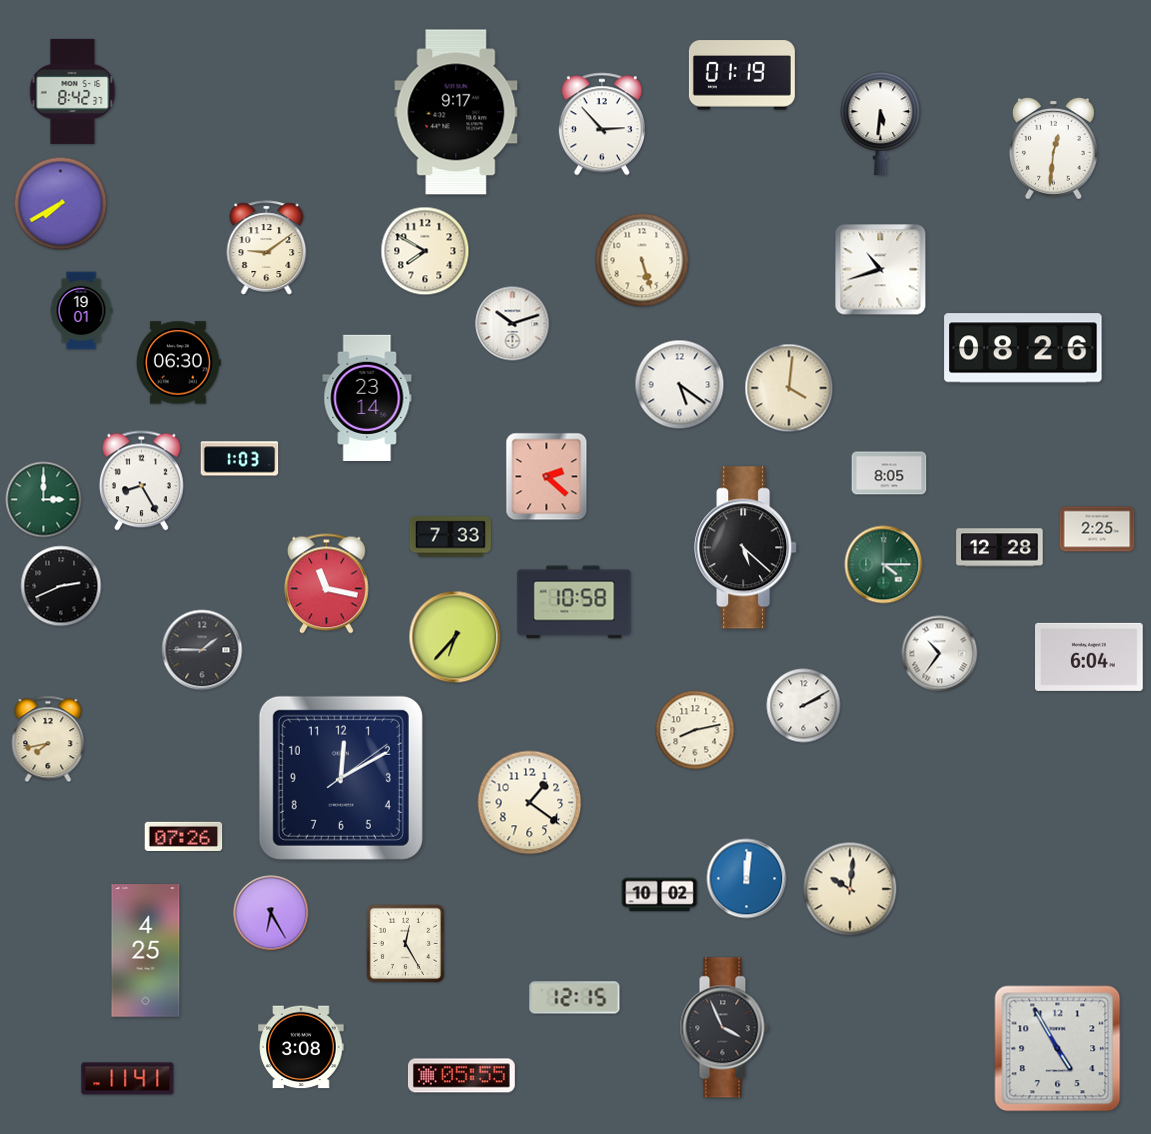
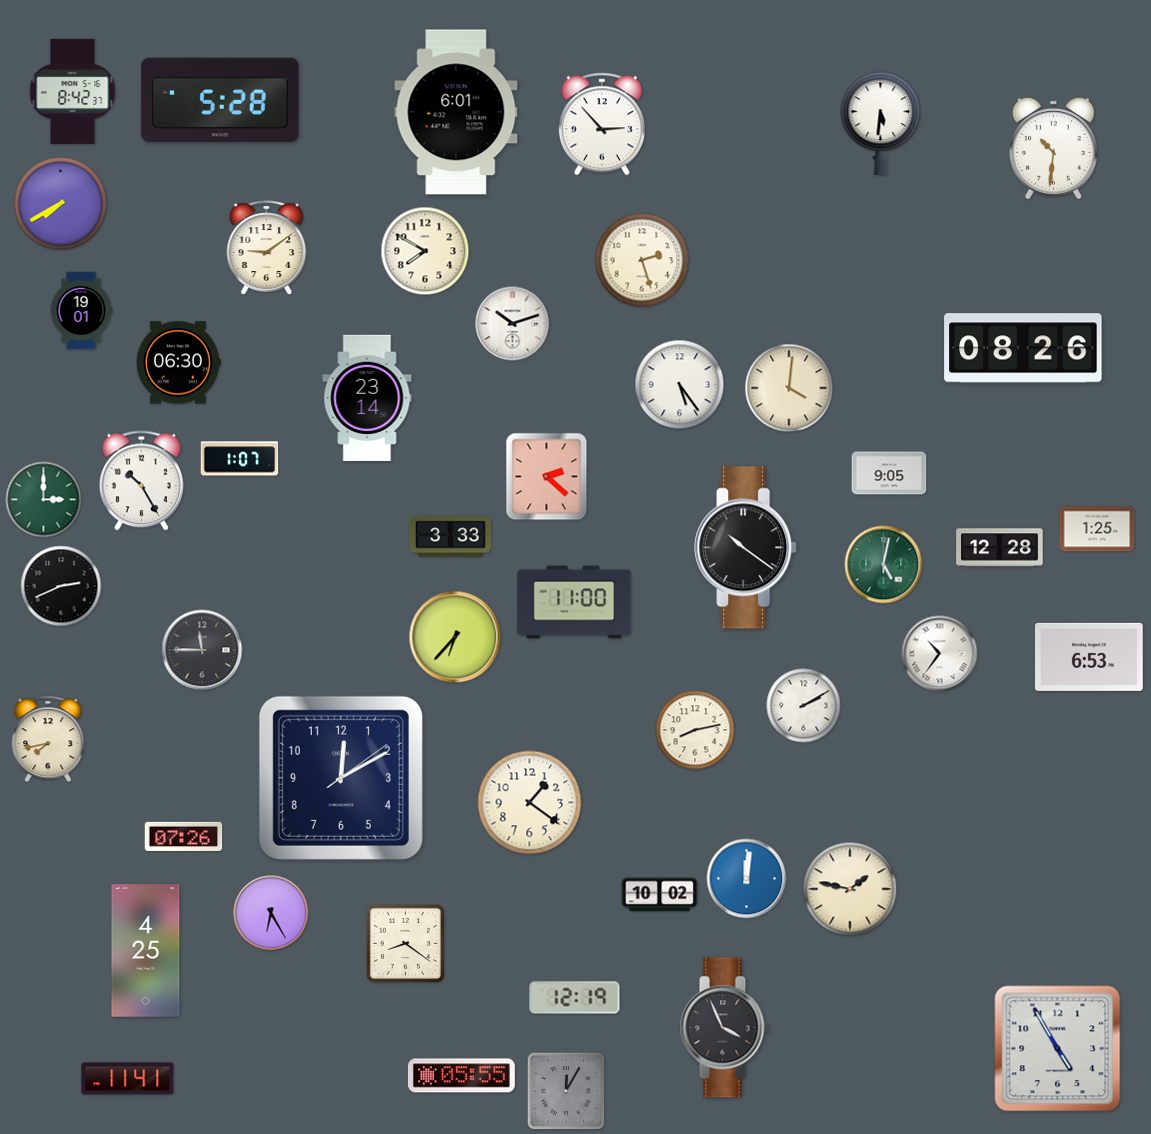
clock at (742, 75): 01:19 -> none
clock at (220, 99): none -> 5:28
clock at (456, 112): 9:17 -> 6:01
clock at (1053, 148): 12:31 -> 10:31
clock at (642, 260): 5:27 -> 2:27
clock at (881, 270): 10:42 -> none
clock at (680, 385): 5:21 -> 5:24
clock at (240, 459): 1:03 -> 1:07
clock at (889, 473): 8:05 -> 9:05
clock at (141, 481): 8:25 -> 10:25
clock at (1097, 529): 2:25 -> 1:25
clock at (450, 537): 7:33 -> 3:33
clock at (746, 548): 5:22 -> 10:21
clock at (884, 565): 4:15 -> 5:02
clock at (326, 584): 11:17 -> none
clock at (574, 602): 10:58 -> 11:00
clock at (202, 650): 1:45 -> 11:45
clock at (1090, 657): 6:04 -> 6:53
clock at (850, 889): 10:01 -> 1:47
clock at (405, 943): 12:25 -> 8:21
clock at (575, 998): 12:15 -> 12:19
clock at (301, 1047): 3:08 -> none
clock at (566, 1091): none -> 12:05
